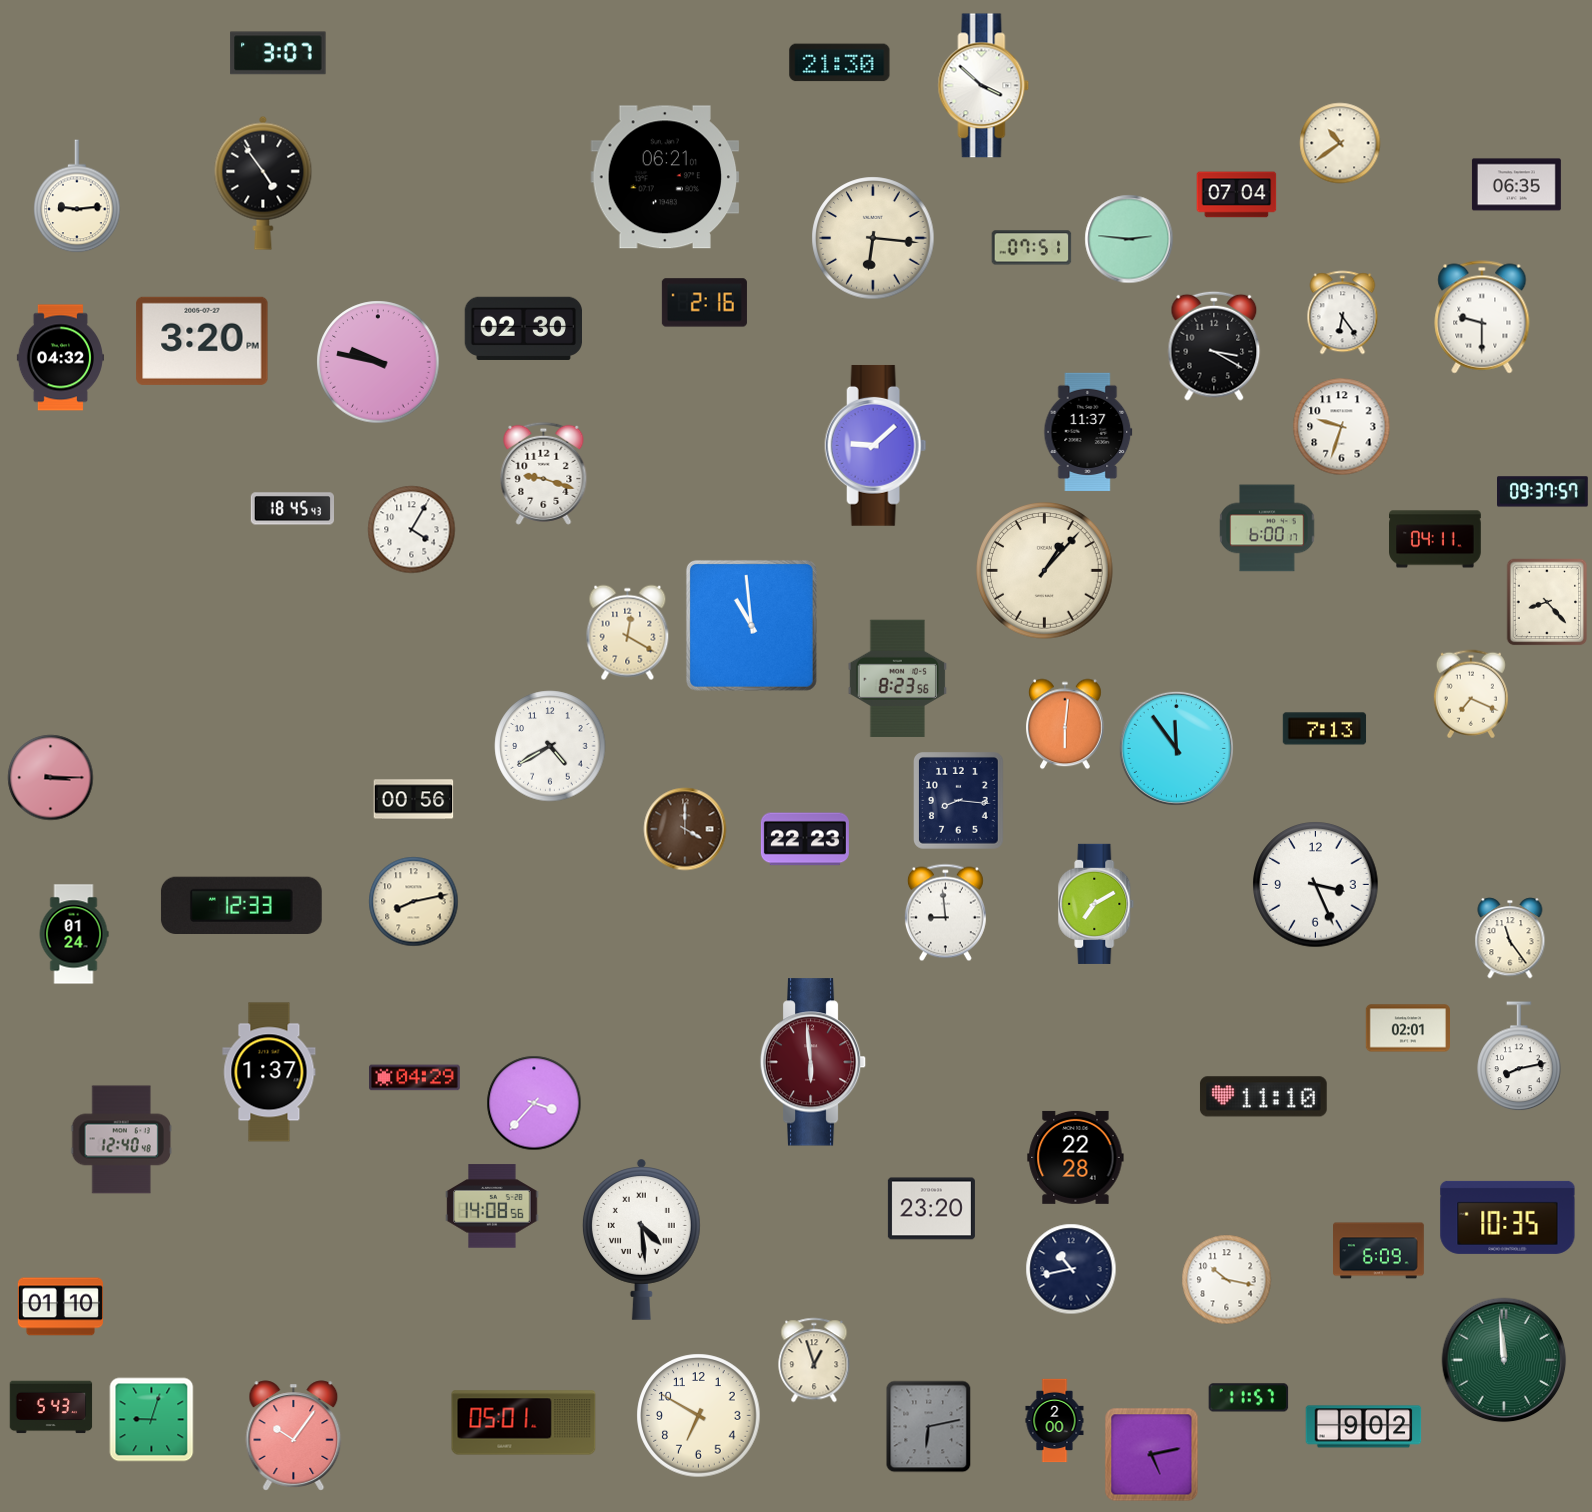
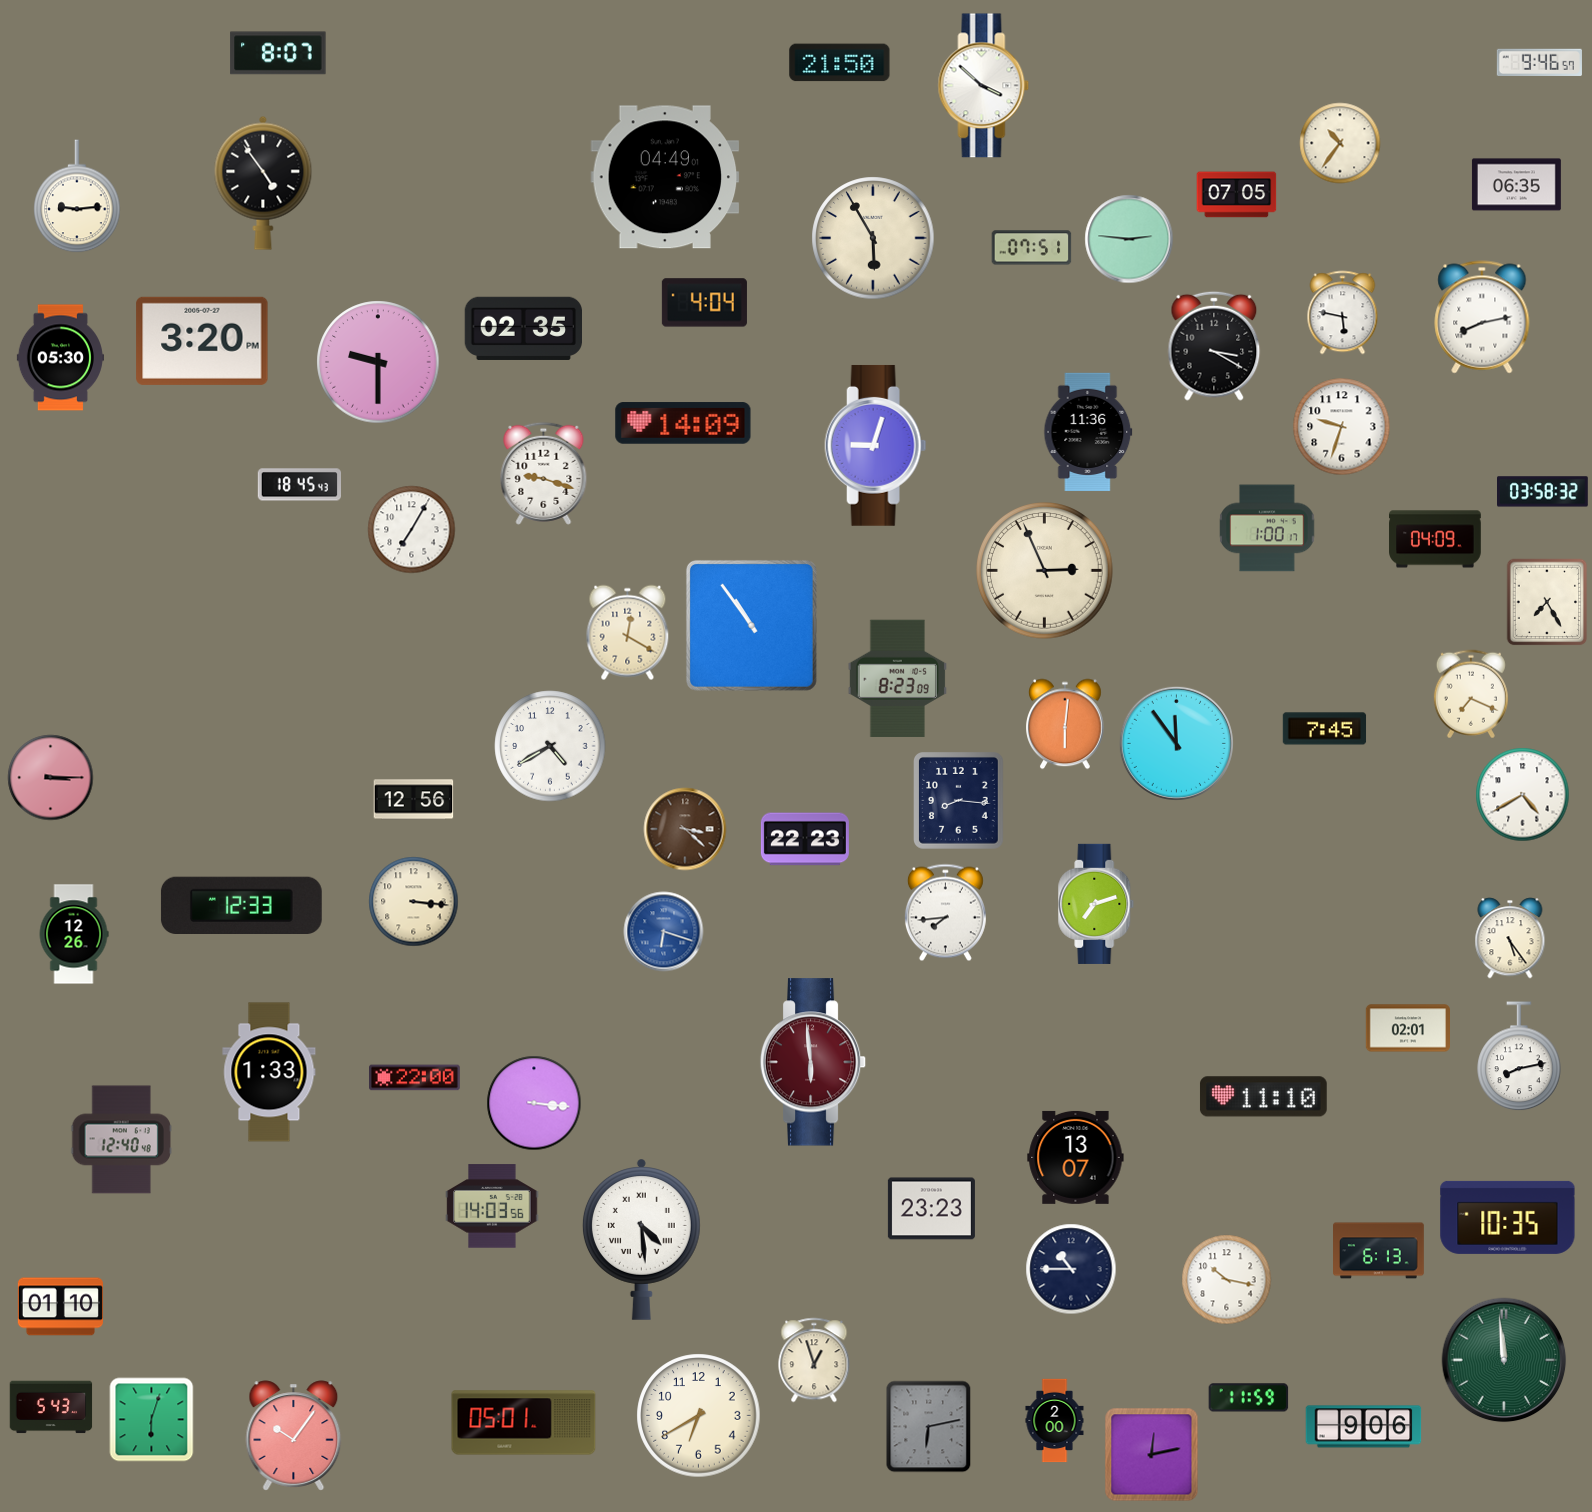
clock at (278, 53): 3:07 -> 8:07
clock at (1539, 62): none -> 9:46
clock at (840, 63): 21:30 -> 21:50
clock at (1340, 143): 10:39 -> 10:36
clock at (665, 177): 06:21 -> 04:49
clock at (1237, 195): 07:04 -> 07:05
clock at (873, 238): 6:16 -> 5:55
clock at (704, 303): 2:16 -> 4:04
clock at (1343, 313): 6:24 -> 5:47
clock at (1482, 317): 9:30 -> 8:13
clock at (523, 328): 02:30 -> 02:35
clock at (60, 358): 04:32 -> 05:30
clock at (378, 362): 9:47 -> 9:30
clock at (683, 423): none -> 14:09
clock at (1088, 431): 11:37 -> 11:36
clock at (876, 445): 9:08 -> 9:03
clock at (1543, 492): 09:37 -> 03:58
clock at (292, 509) position: (292, 509) -> (299, 485)
clock at (1267, 528): 6:00 -> 1:00
clock at (412, 530): 4:05 -> 7:05
clock at (1435, 539): 04:11 -> 04:09
clock at (1045, 571): 1:07 -> 2:56
clock at (1547, 602): 8:23 -> 7:25
clock at (751, 625): 10:59 -> 10:54
clock at (897, 678): 8:23:56 -> 8:23:09
clock at (1325, 729): 7:13 -> 7:45
clock at (1176, 748) position: (1176, 748) -> (1176, 743)
clock at (1523, 795): none -> 4:40
clock at (414, 800): 00:56 -> 12:56
clock at (685, 829): 4:00 -> 3:22
clock at (1316, 885): 3:26 -> none
clock at (414, 902): 8:13 -> 3:16
clock at (1096, 904): 7:10 -> 7:12
clock at (945, 913): 8:59 -> 7:44
clock at (664, 932): none -> 6:18
clock at (74, 934): 01:24 -> 12:26
clock at (1510, 938): 11:24 -> 5:24
clock at (269, 1072): 1:37 -> 1:33
clock at (415, 1078): 04:29 -> 22:00
clock at (534, 1103): 3:37 -> 3:16
clock at (1076, 1157): 22:28 -> 13:07
clock at (492, 1206): 14:08 -> 14:03
clock at (931, 1209): 23:20 -> 23:23
clock at (1379, 1251): 6:09 -> 6:13
clock at (1071, 1269): 10:43 -> 10:45
clock at (1249, 1398): 11:57 -> 11:59
clock at (699, 1416): 6:50 -> 6:40
clock at (152, 1420): 9:03 -> 6:03
clock at (1364, 1427): 9:02 -> 9:06
clock at (1152, 1455): 5:13 -> 12:13
